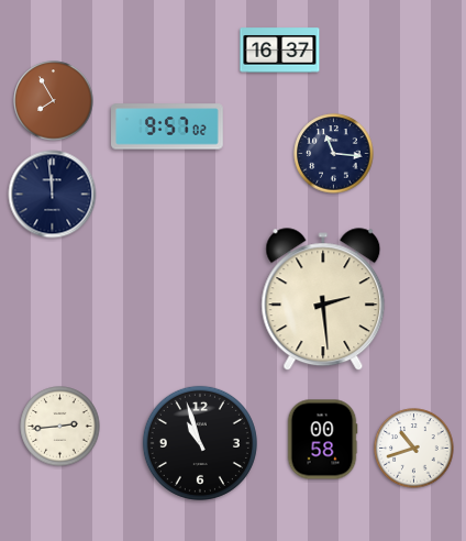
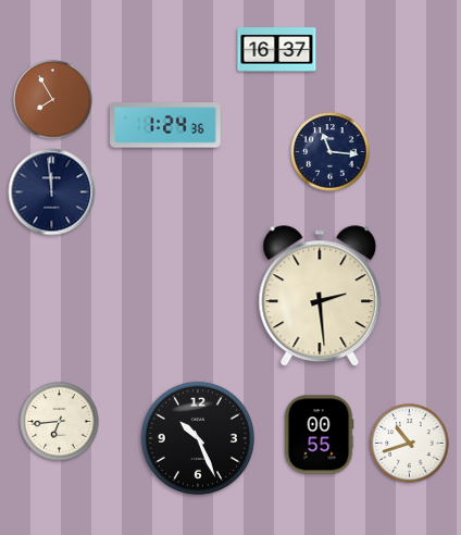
clock at (168, 126): 9:57 -> 1:24
clock at (60, 427): 2:44 -> 6:44
clock at (322, 440): 00:58 -> 00:55
clock at (200, 443): 10:57 -> 10:26
